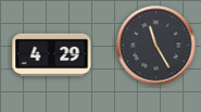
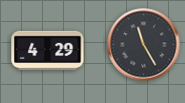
clock at (156, 46) position: (156, 46) -> (144, 45)
